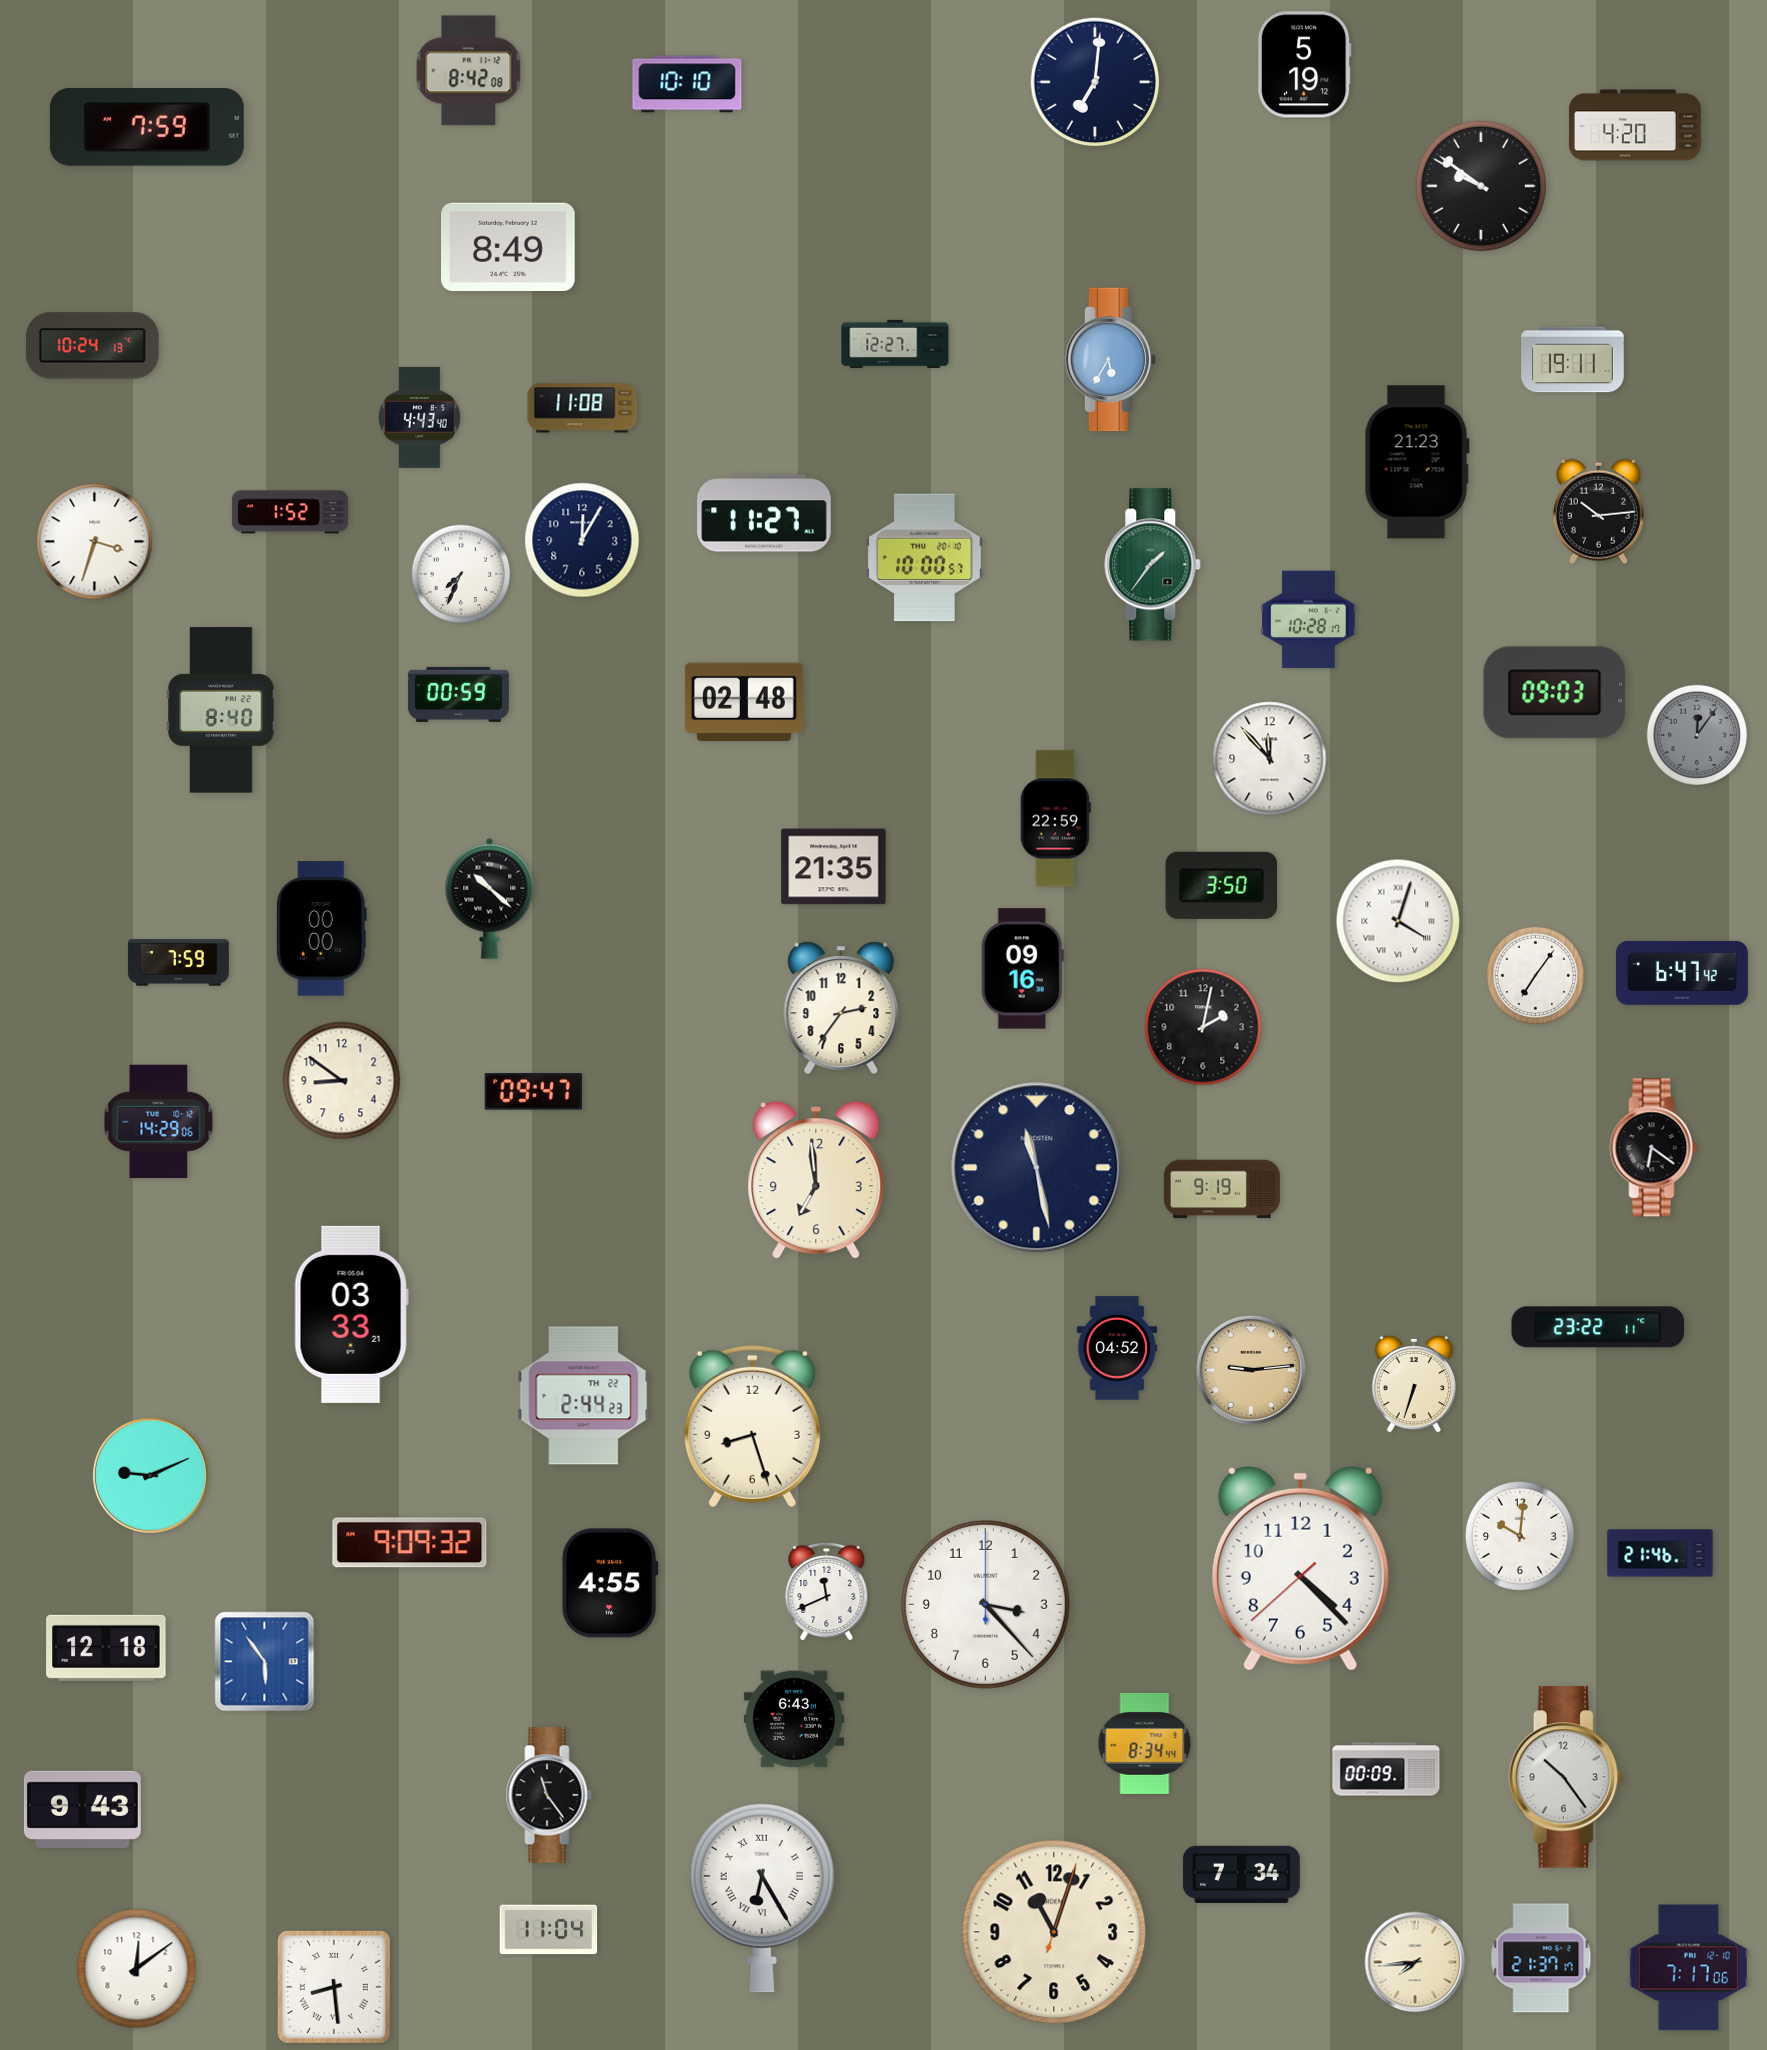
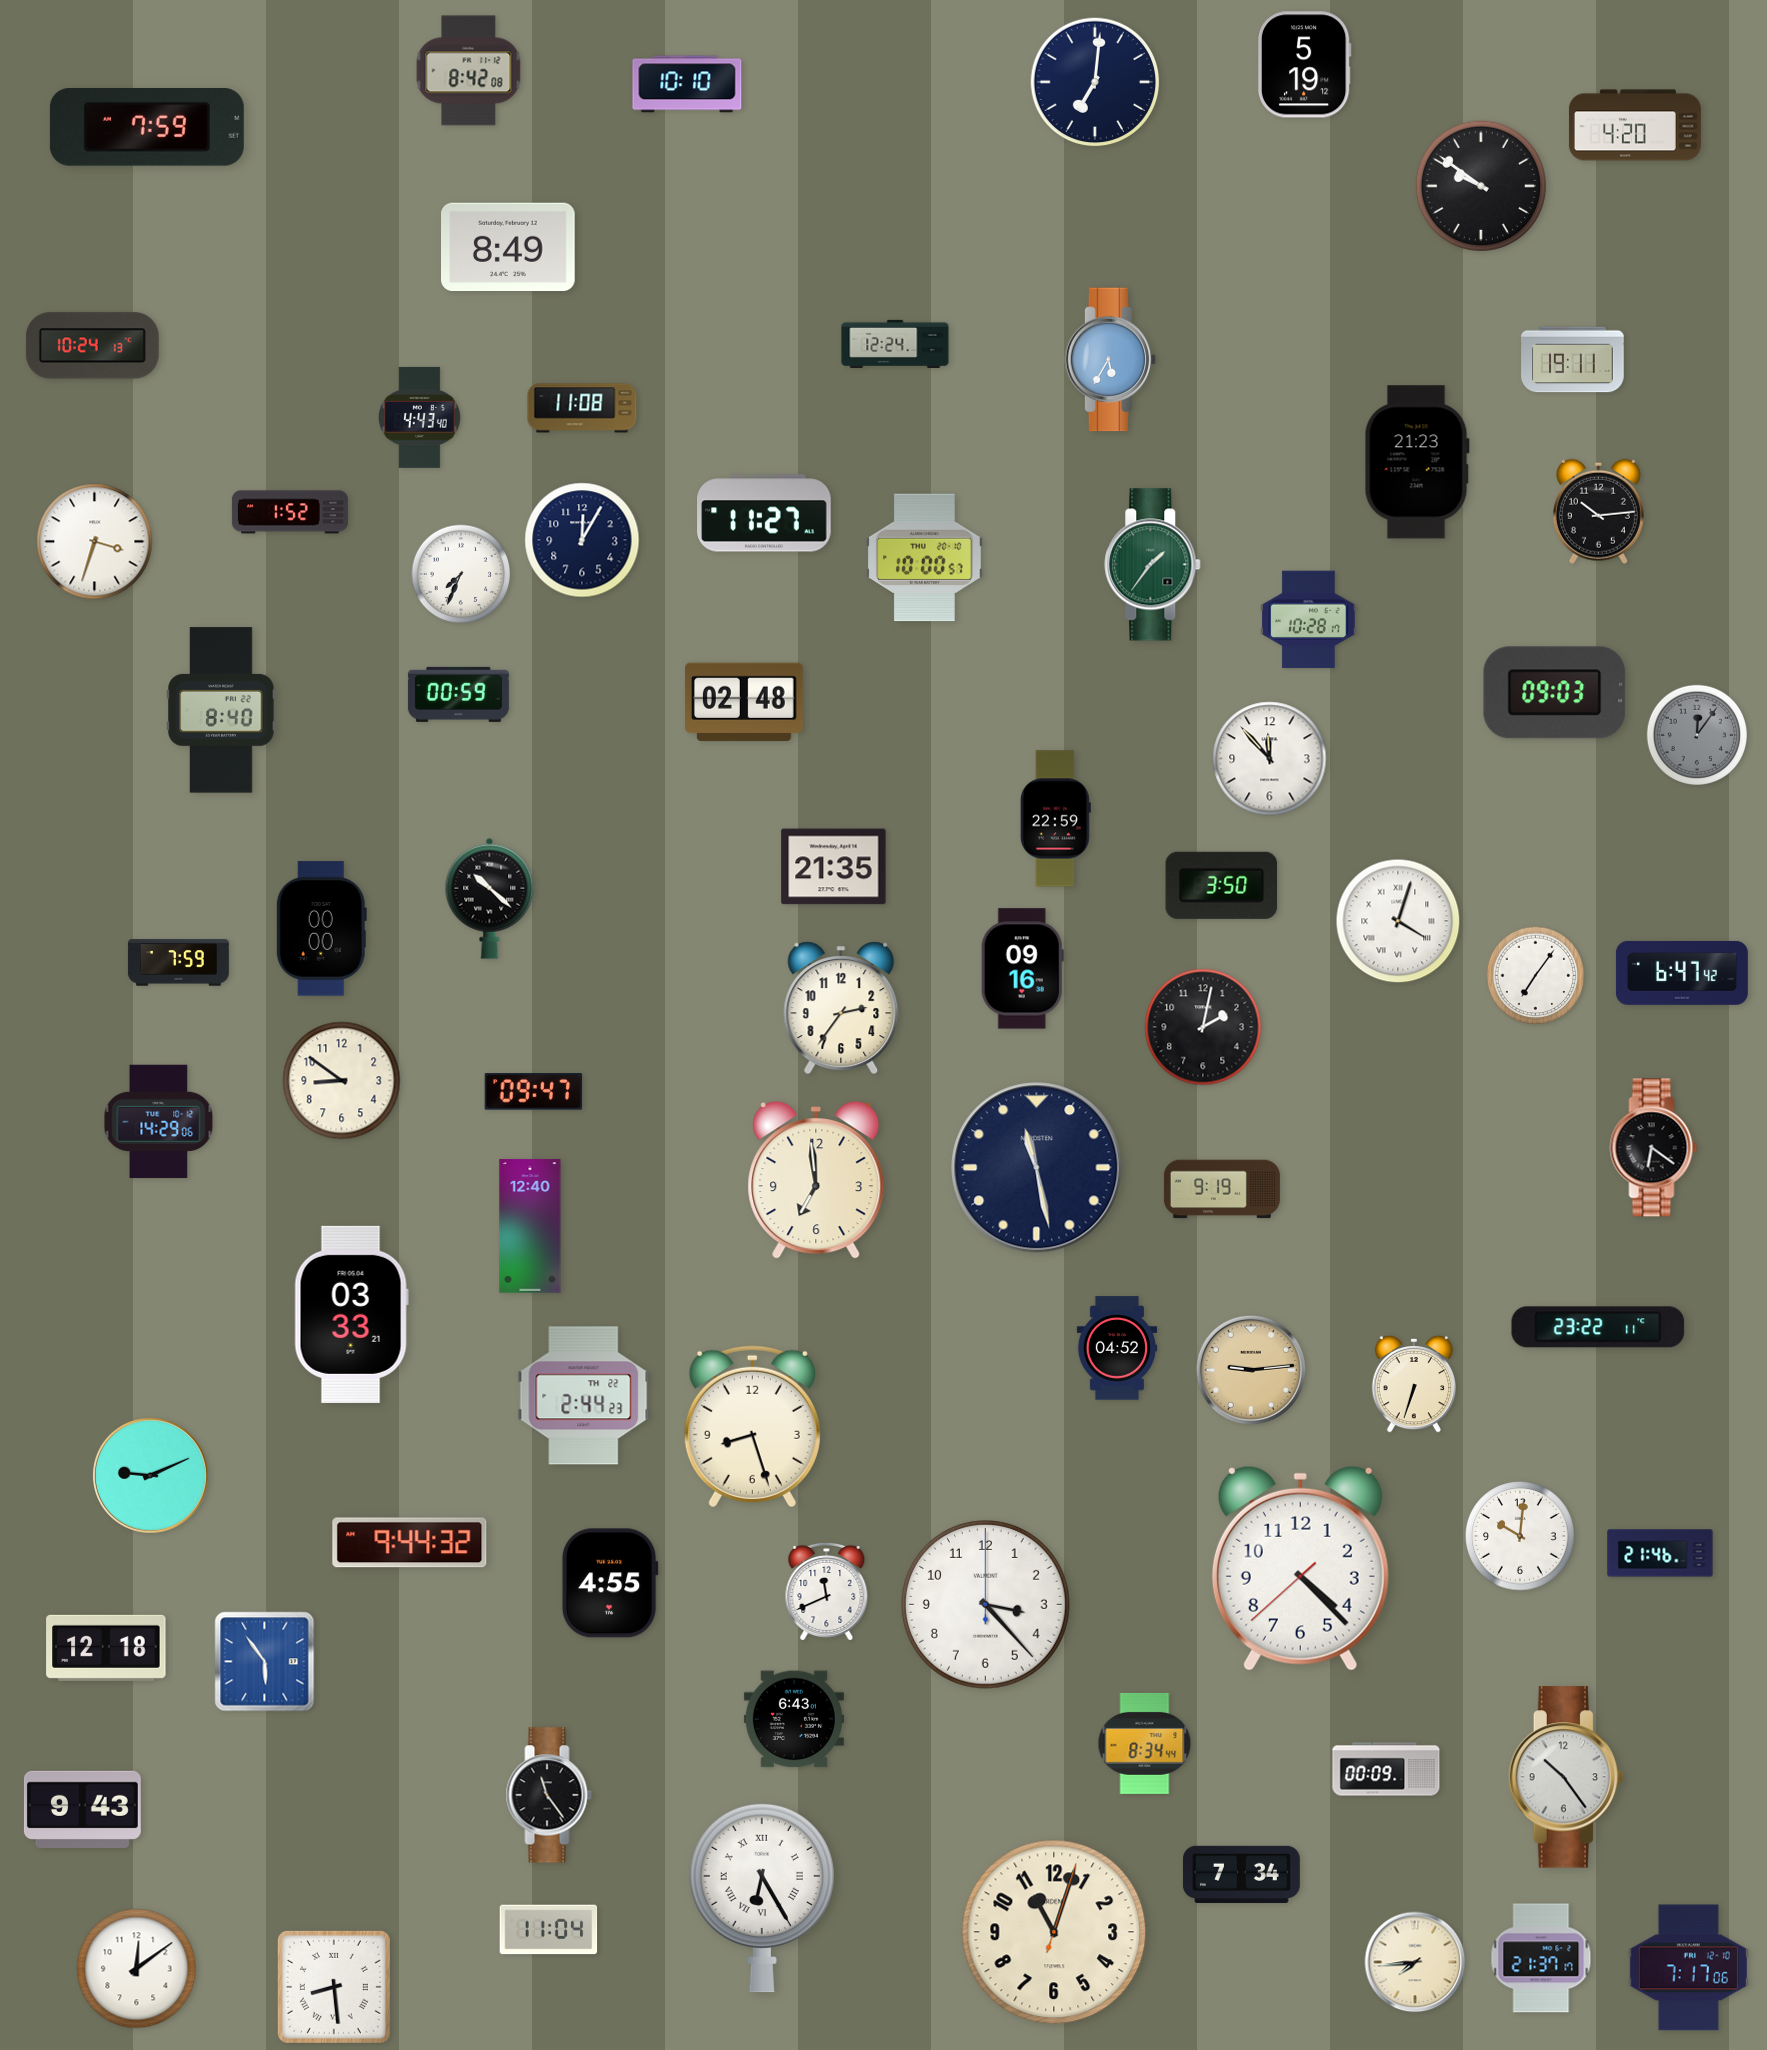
clock at (895, 344): 12:27 -> 12:24
clock at (530, 1226): none -> 12:40
clock at (410, 1543): 9:09 -> 9:44
